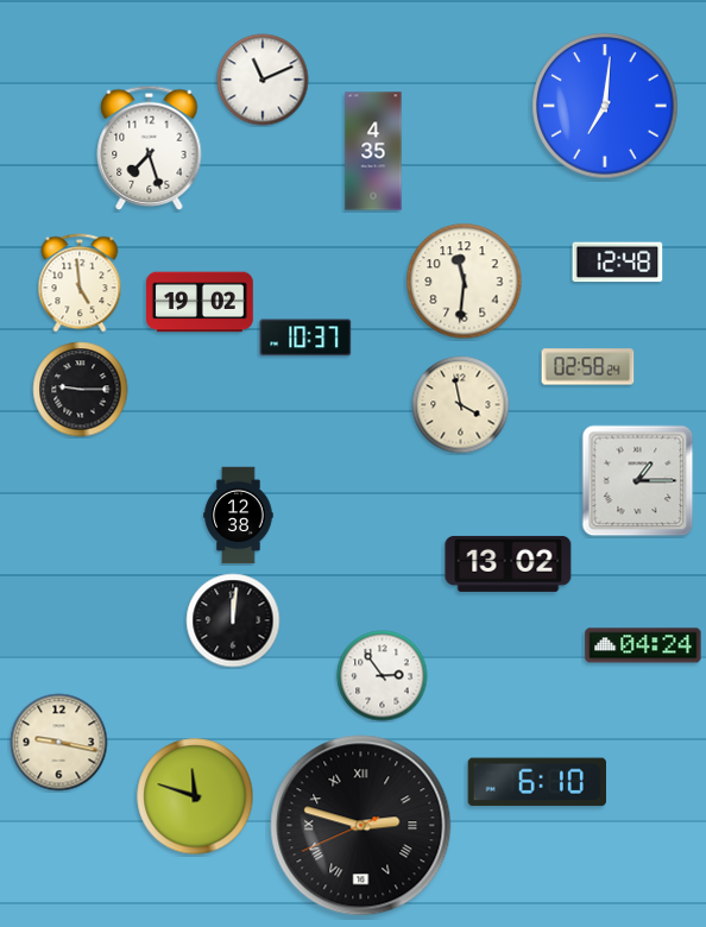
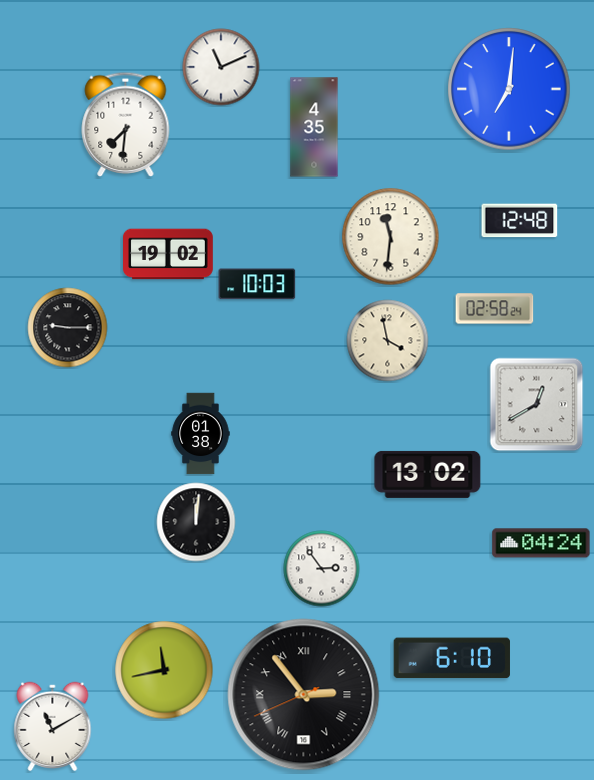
clock at (150, 147): 7:27 -> 7:31
clock at (80, 283): 4:59 -> none
clock at (305, 338): 10:37 -> 10:03
clock at (638, 481): 1:15 -> 12:40
clock at (239, 516): 12:38 -> 01:38
clock at (59, 743): 9:17 -> none
clock at (195, 796): 11:48 -> 11:43
clock at (361, 826): 2:47 -> 2:53
clock at (53, 727): none -> 11:10
